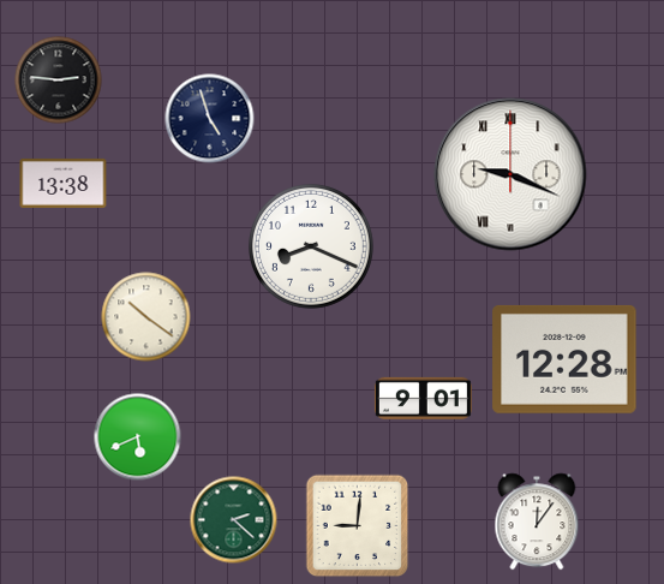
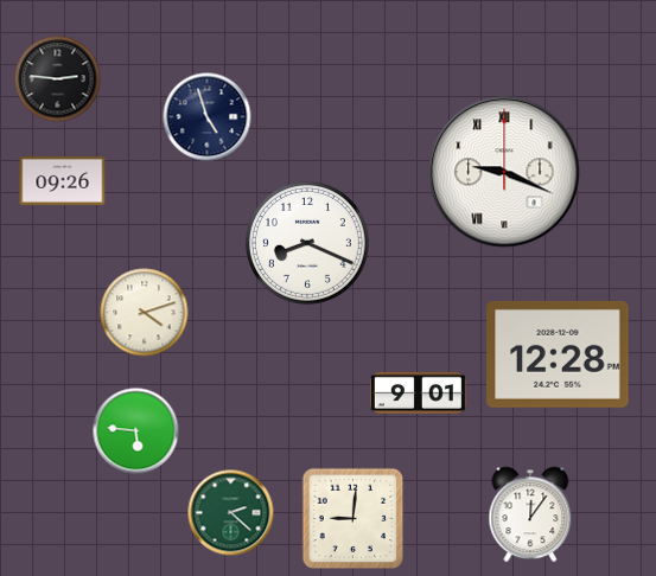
clock at (64, 183): 13:38 -> 09:26
clock at (146, 317): 10:21 -> 4:12
clock at (138, 437): 5:41 -> 5:46
